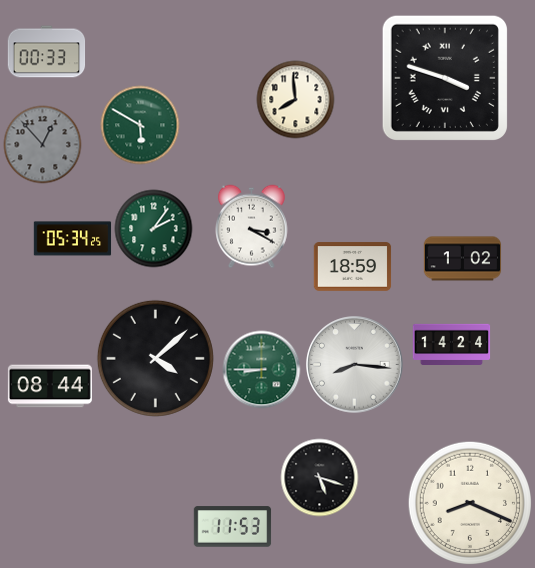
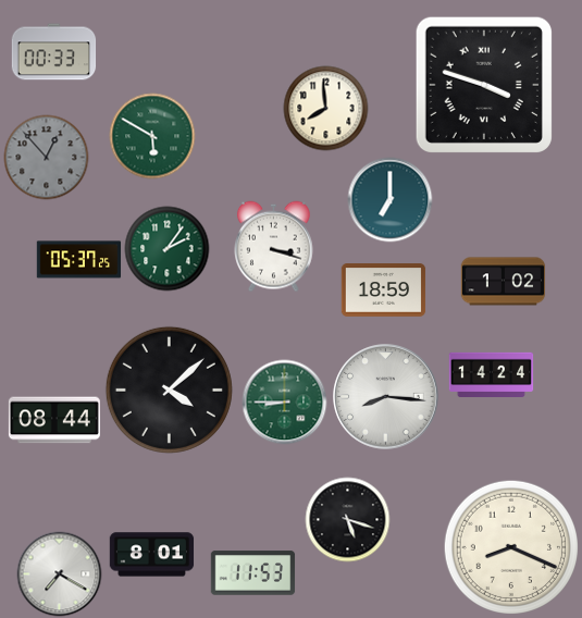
clock at (46, 52) position: (46, 52) -> (53, 52)
clock at (295, 99) position: (295, 99) -> (325, 108)
clock at (389, 199): none -> 7:00
clock at (252, 226): 3:20 -> 3:18
clock at (72, 239): 05:34 -> 05:37
clock at (151, 555): none -> 8:01
clock at (59, 573): none -> 7:20
